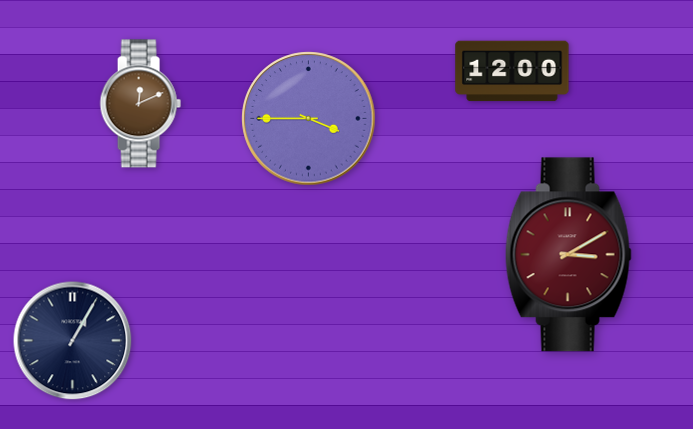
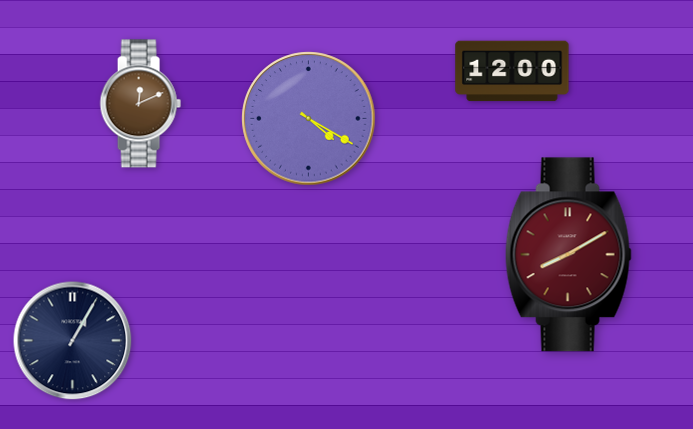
clock at (309, 119): 3:45 -> 4:20
clock at (568, 255): 3:10 -> 8:10
